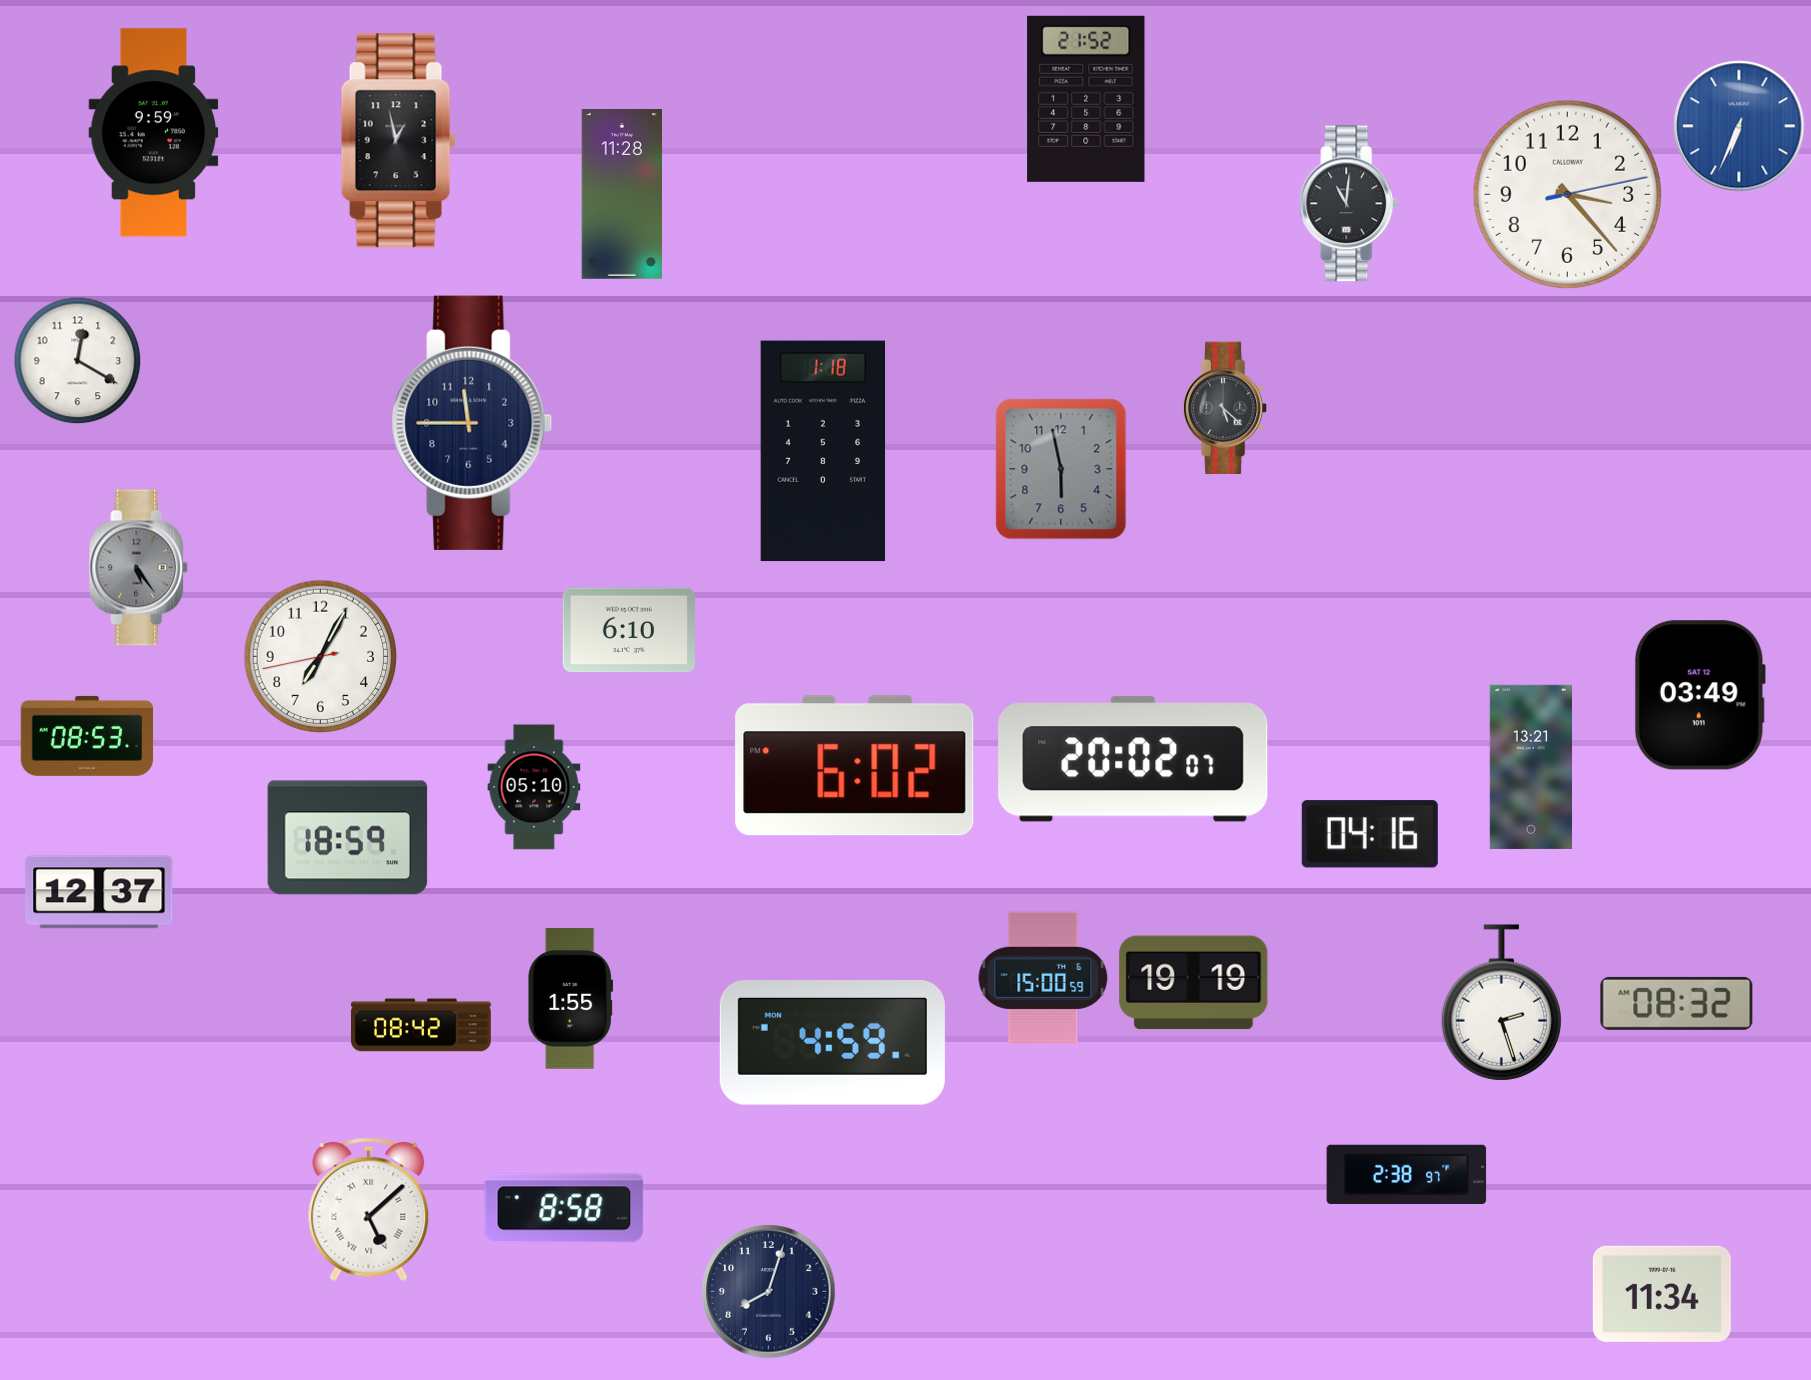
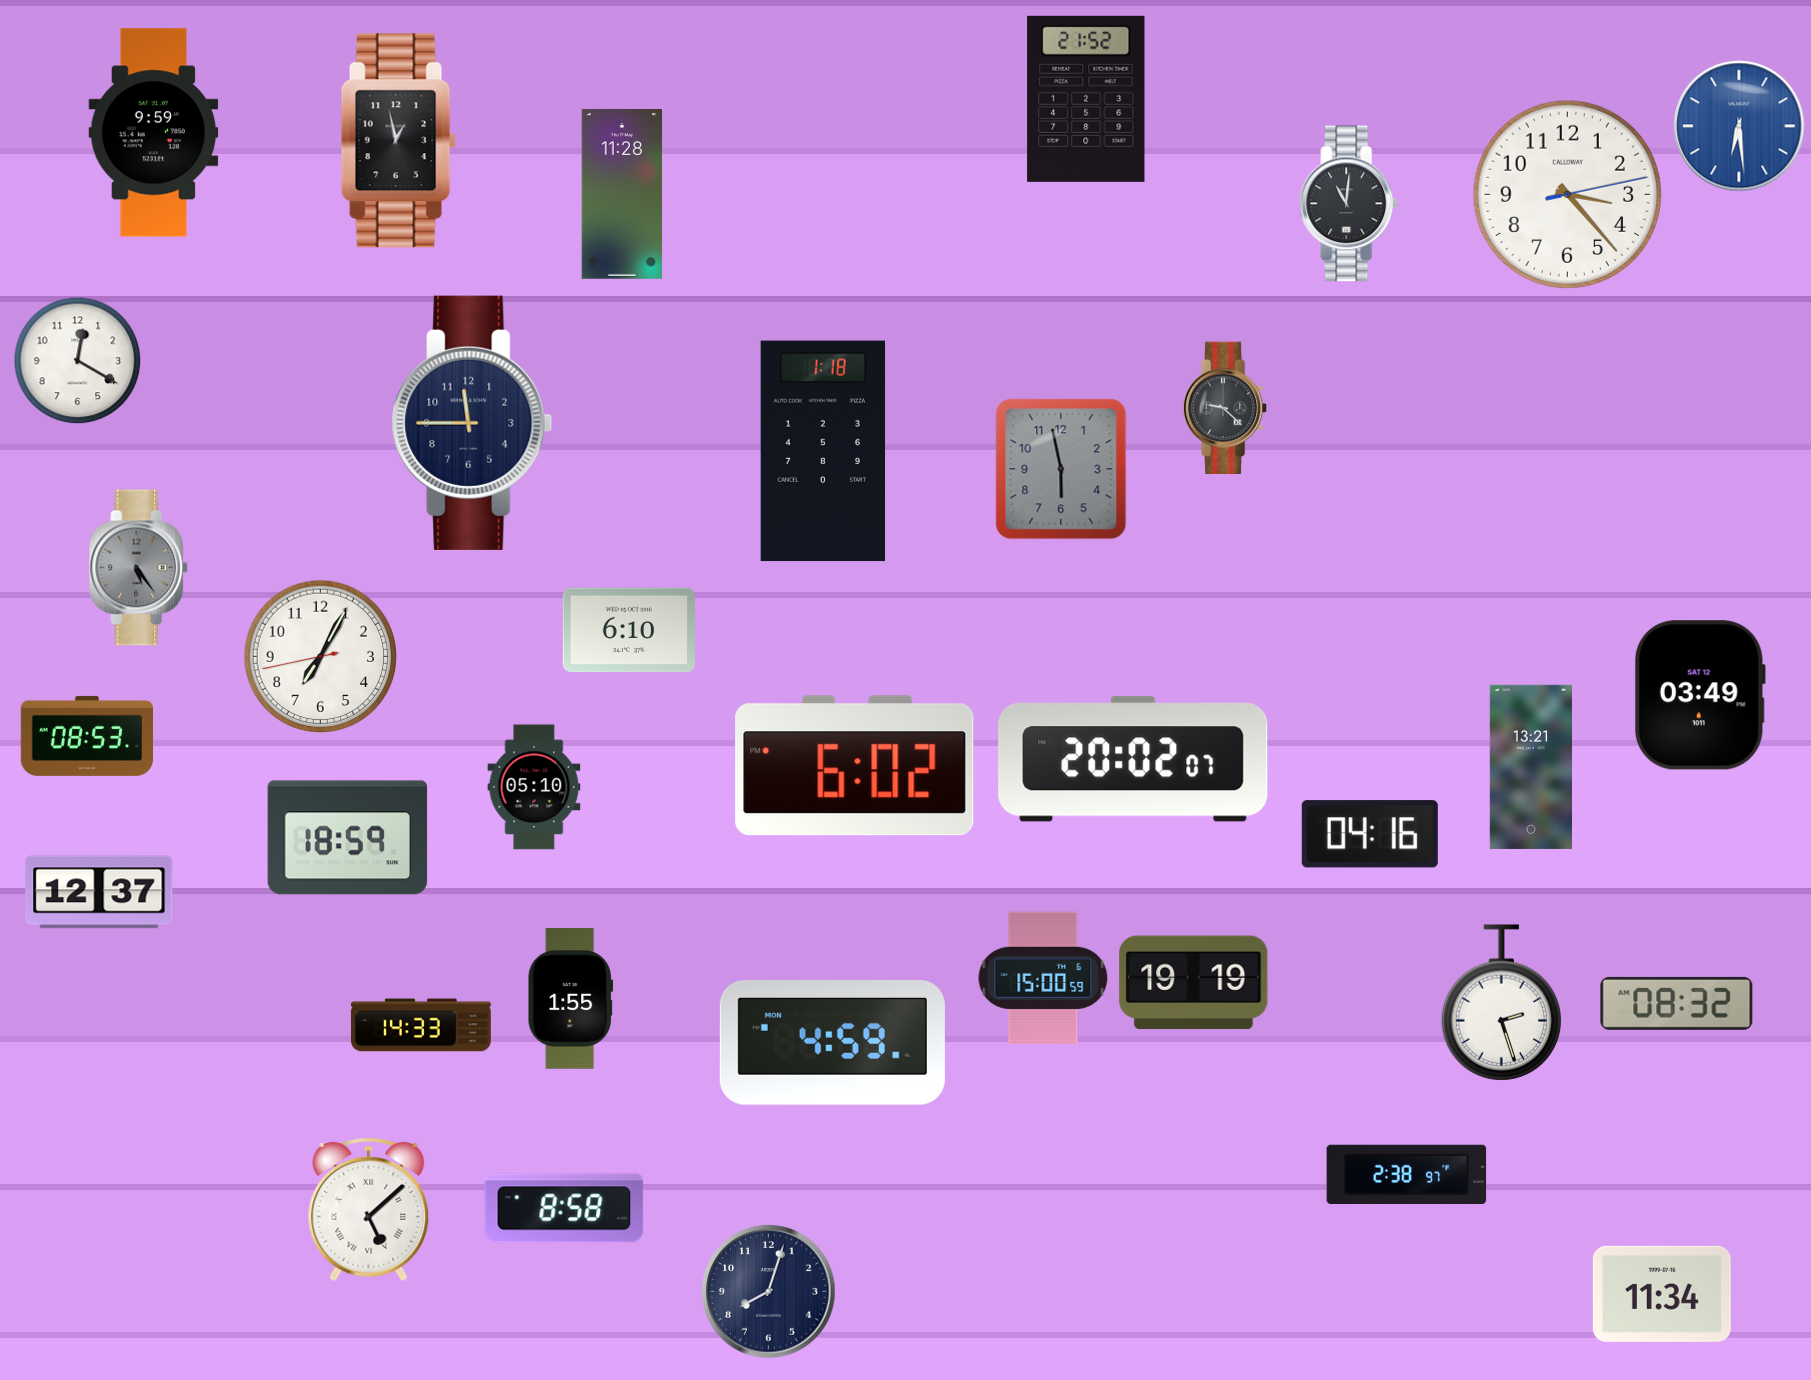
clock at (1739, 126): 6:34 -> 6:29
clock at (1225, 407): 5:22 -> 9:22
clock at (422, 1025): 08:42 -> 14:33
